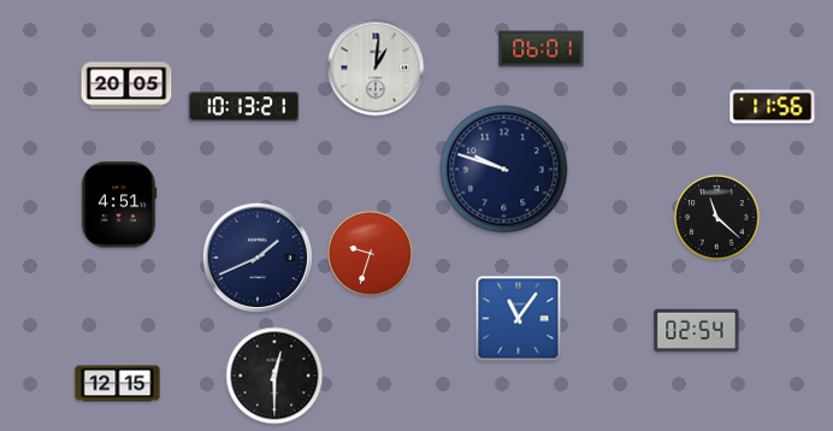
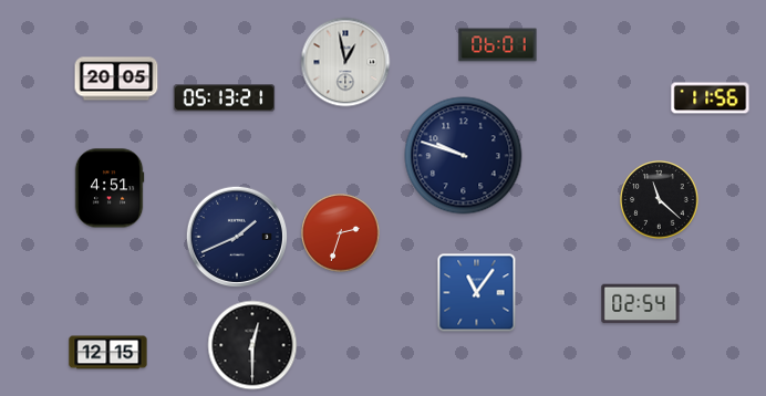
clock at (376, 67): 1:01 -> 12:58
clock at (244, 107): 10:13 -> 05:13
clock at (371, 254): 9:33 -> 2:33
